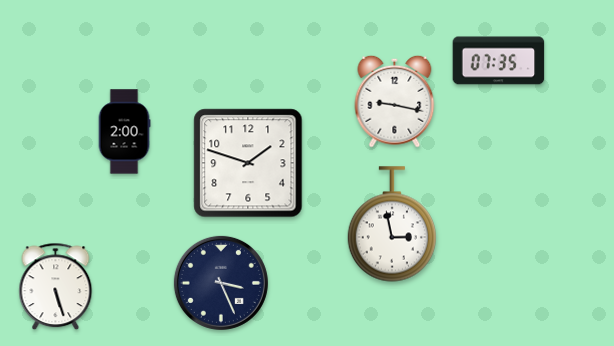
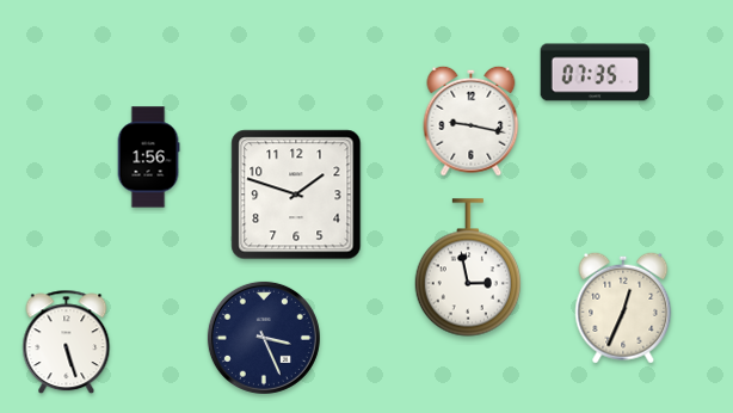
clock at (124, 132): 2:00 -> 1:56
clock at (623, 308): none -> 12:34
